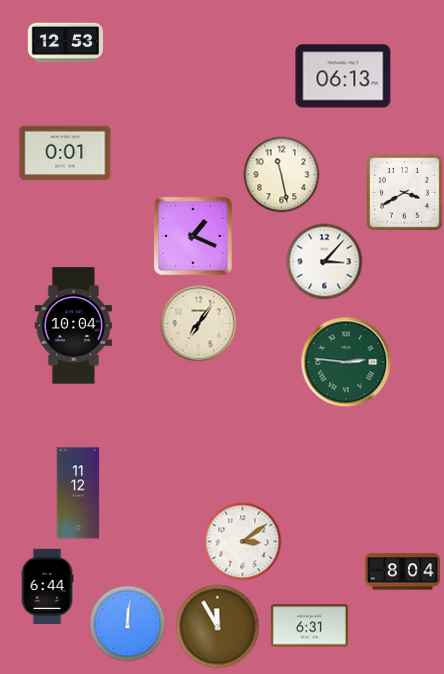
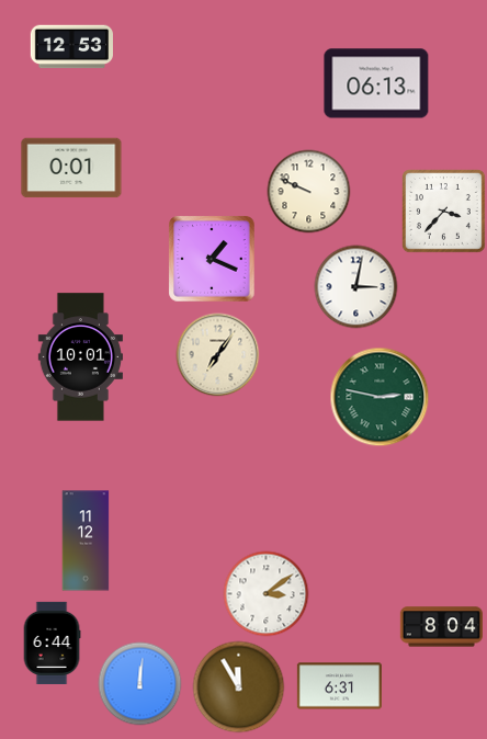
clock at (282, 175): 11:28 -> 9:49
clock at (405, 193): 3:40 -> 3:37
clock at (325, 262): 3:07 -> 3:02
clock at (73, 326): 10:04 -> 10:01
clock at (346, 362): 2:46 -> 2:47
